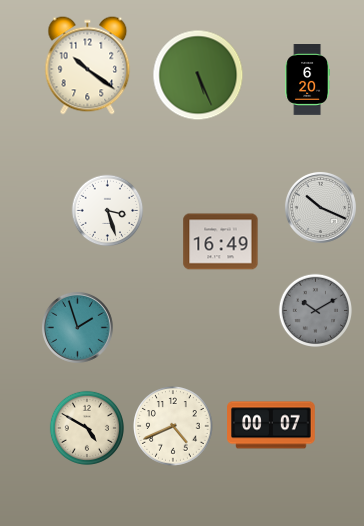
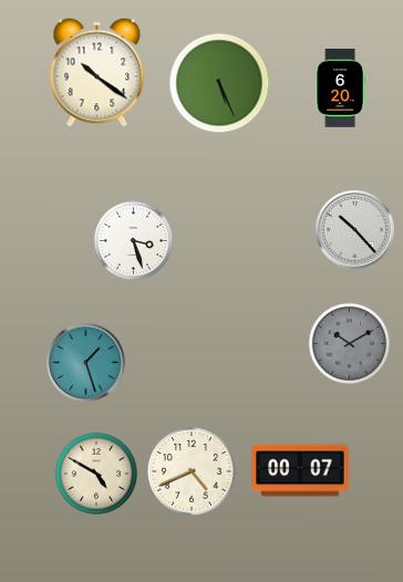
clock at (320, 207): 10:19 -> 10:23
clock at (108, 211) position: (108, 211) -> (134, 241)
clock at (221, 242): 16:49 -> none
clock at (77, 327): 1:57 -> 1:27
